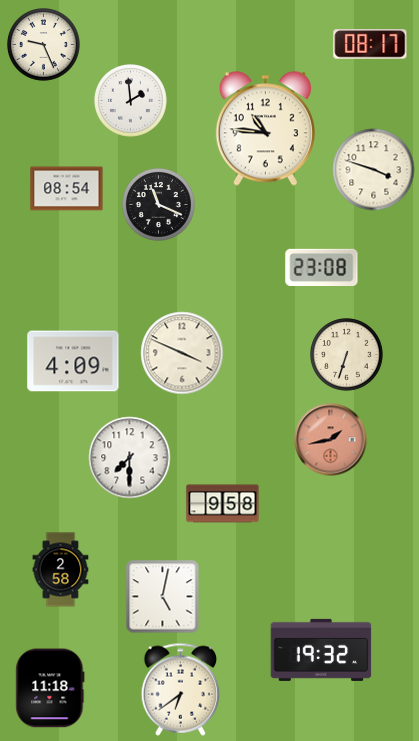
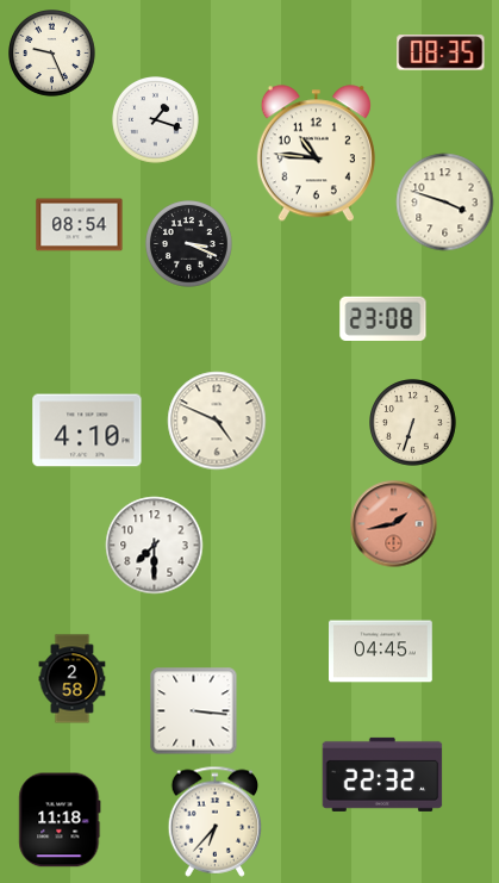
clock at (370, 44): 08:17 -> 08:35
clock at (131, 101): 1:59 -> 1:18
clock at (159, 205): 11:19 -> 3:19
clock at (182, 353): 3:49 -> 4:49
clock at (73, 361): 4:09 -> 4:10
clock at (223, 504): 9:58 -> none
clock at (381, 652): none -> 04:45
clock at (163, 597): 5:02 -> 3:16
clock at (321, 650): 19:32 -> 22:32
clock at (181, 689): 6:39 -> 6:37
